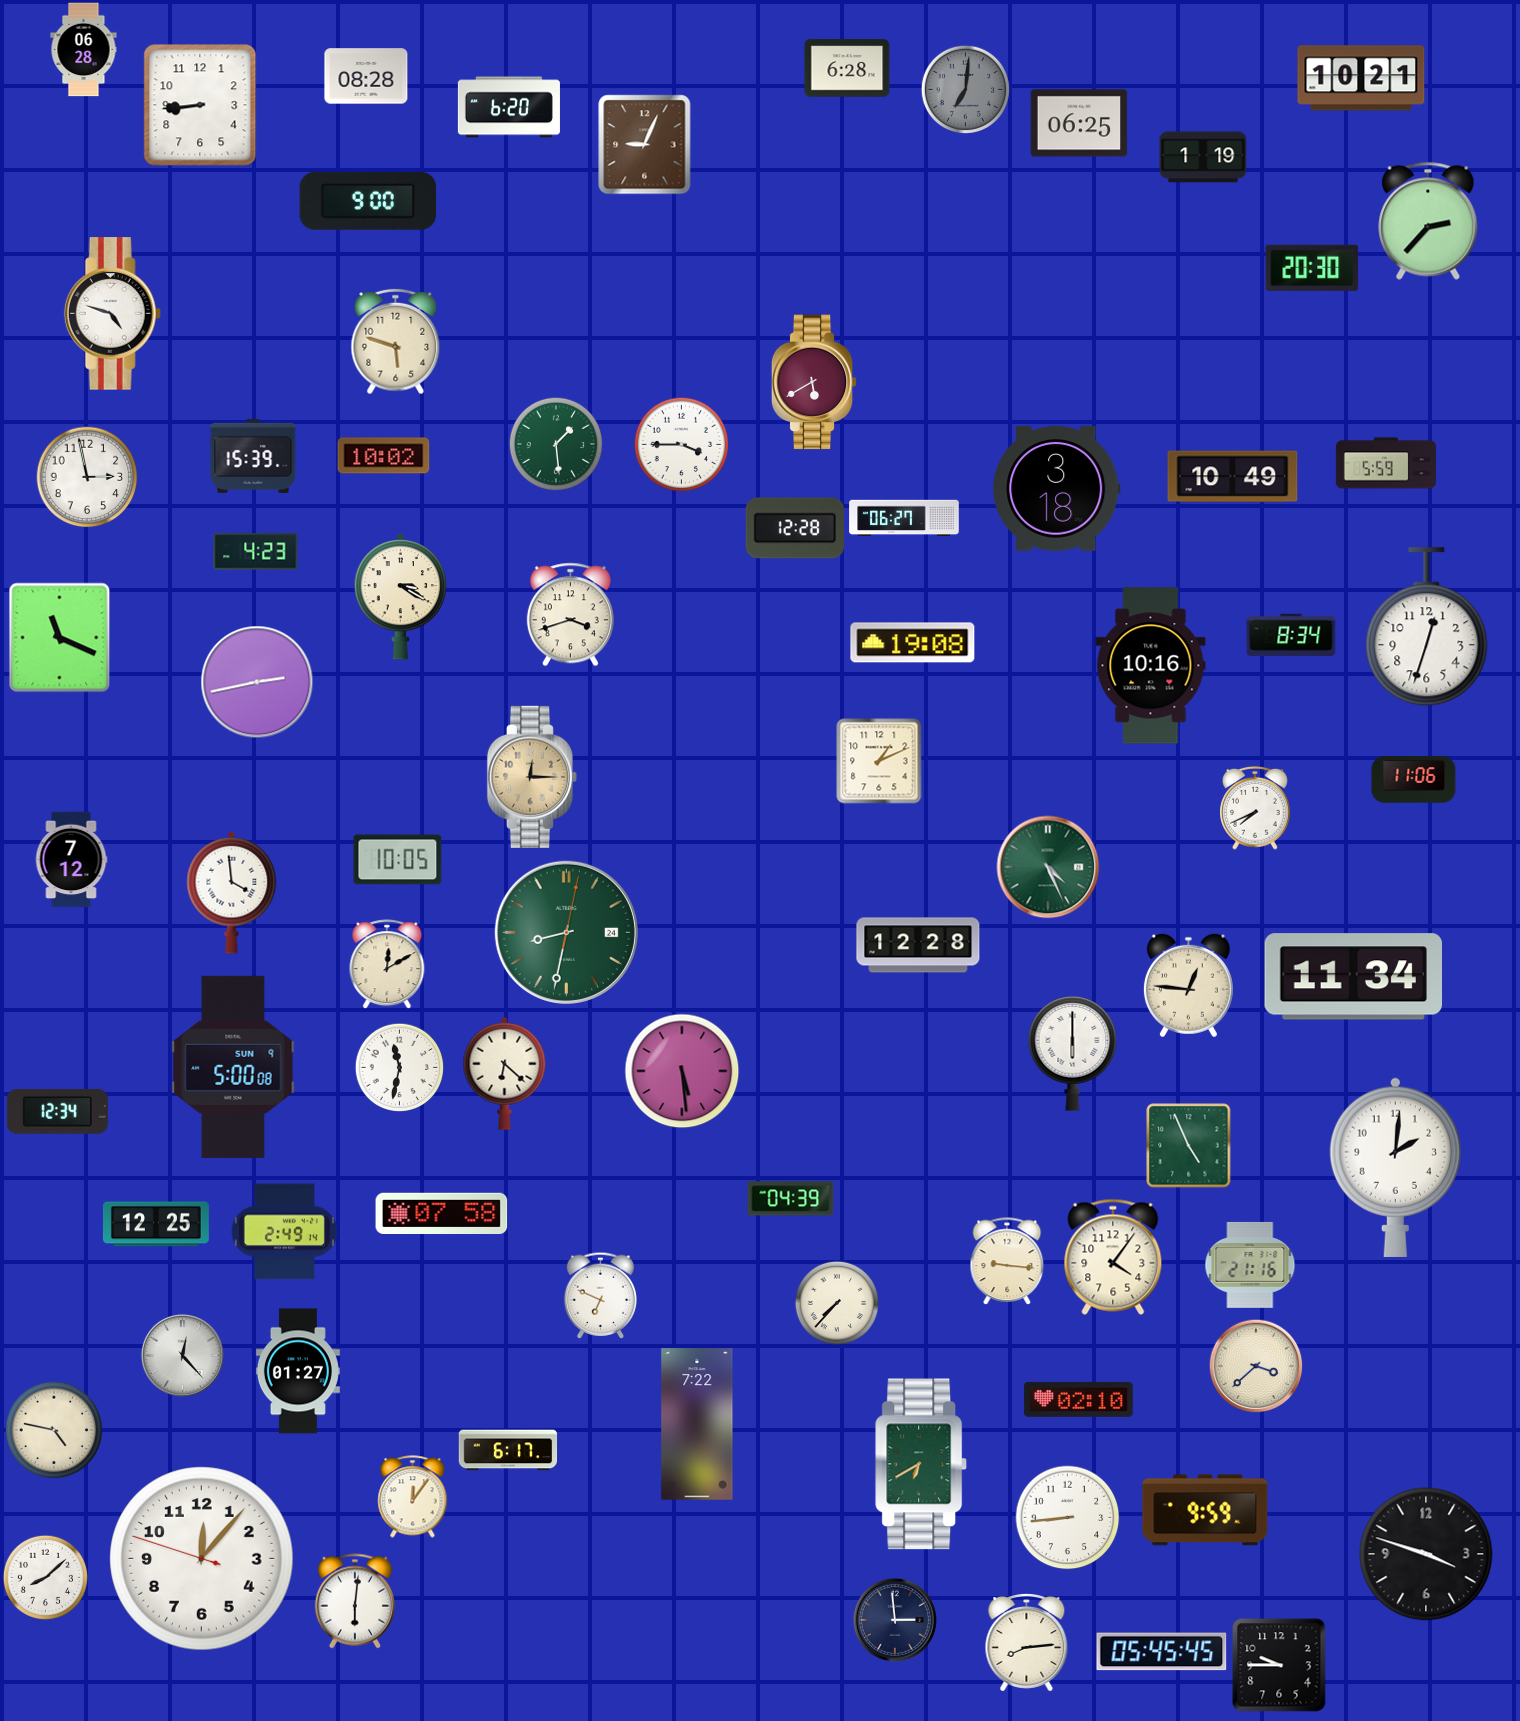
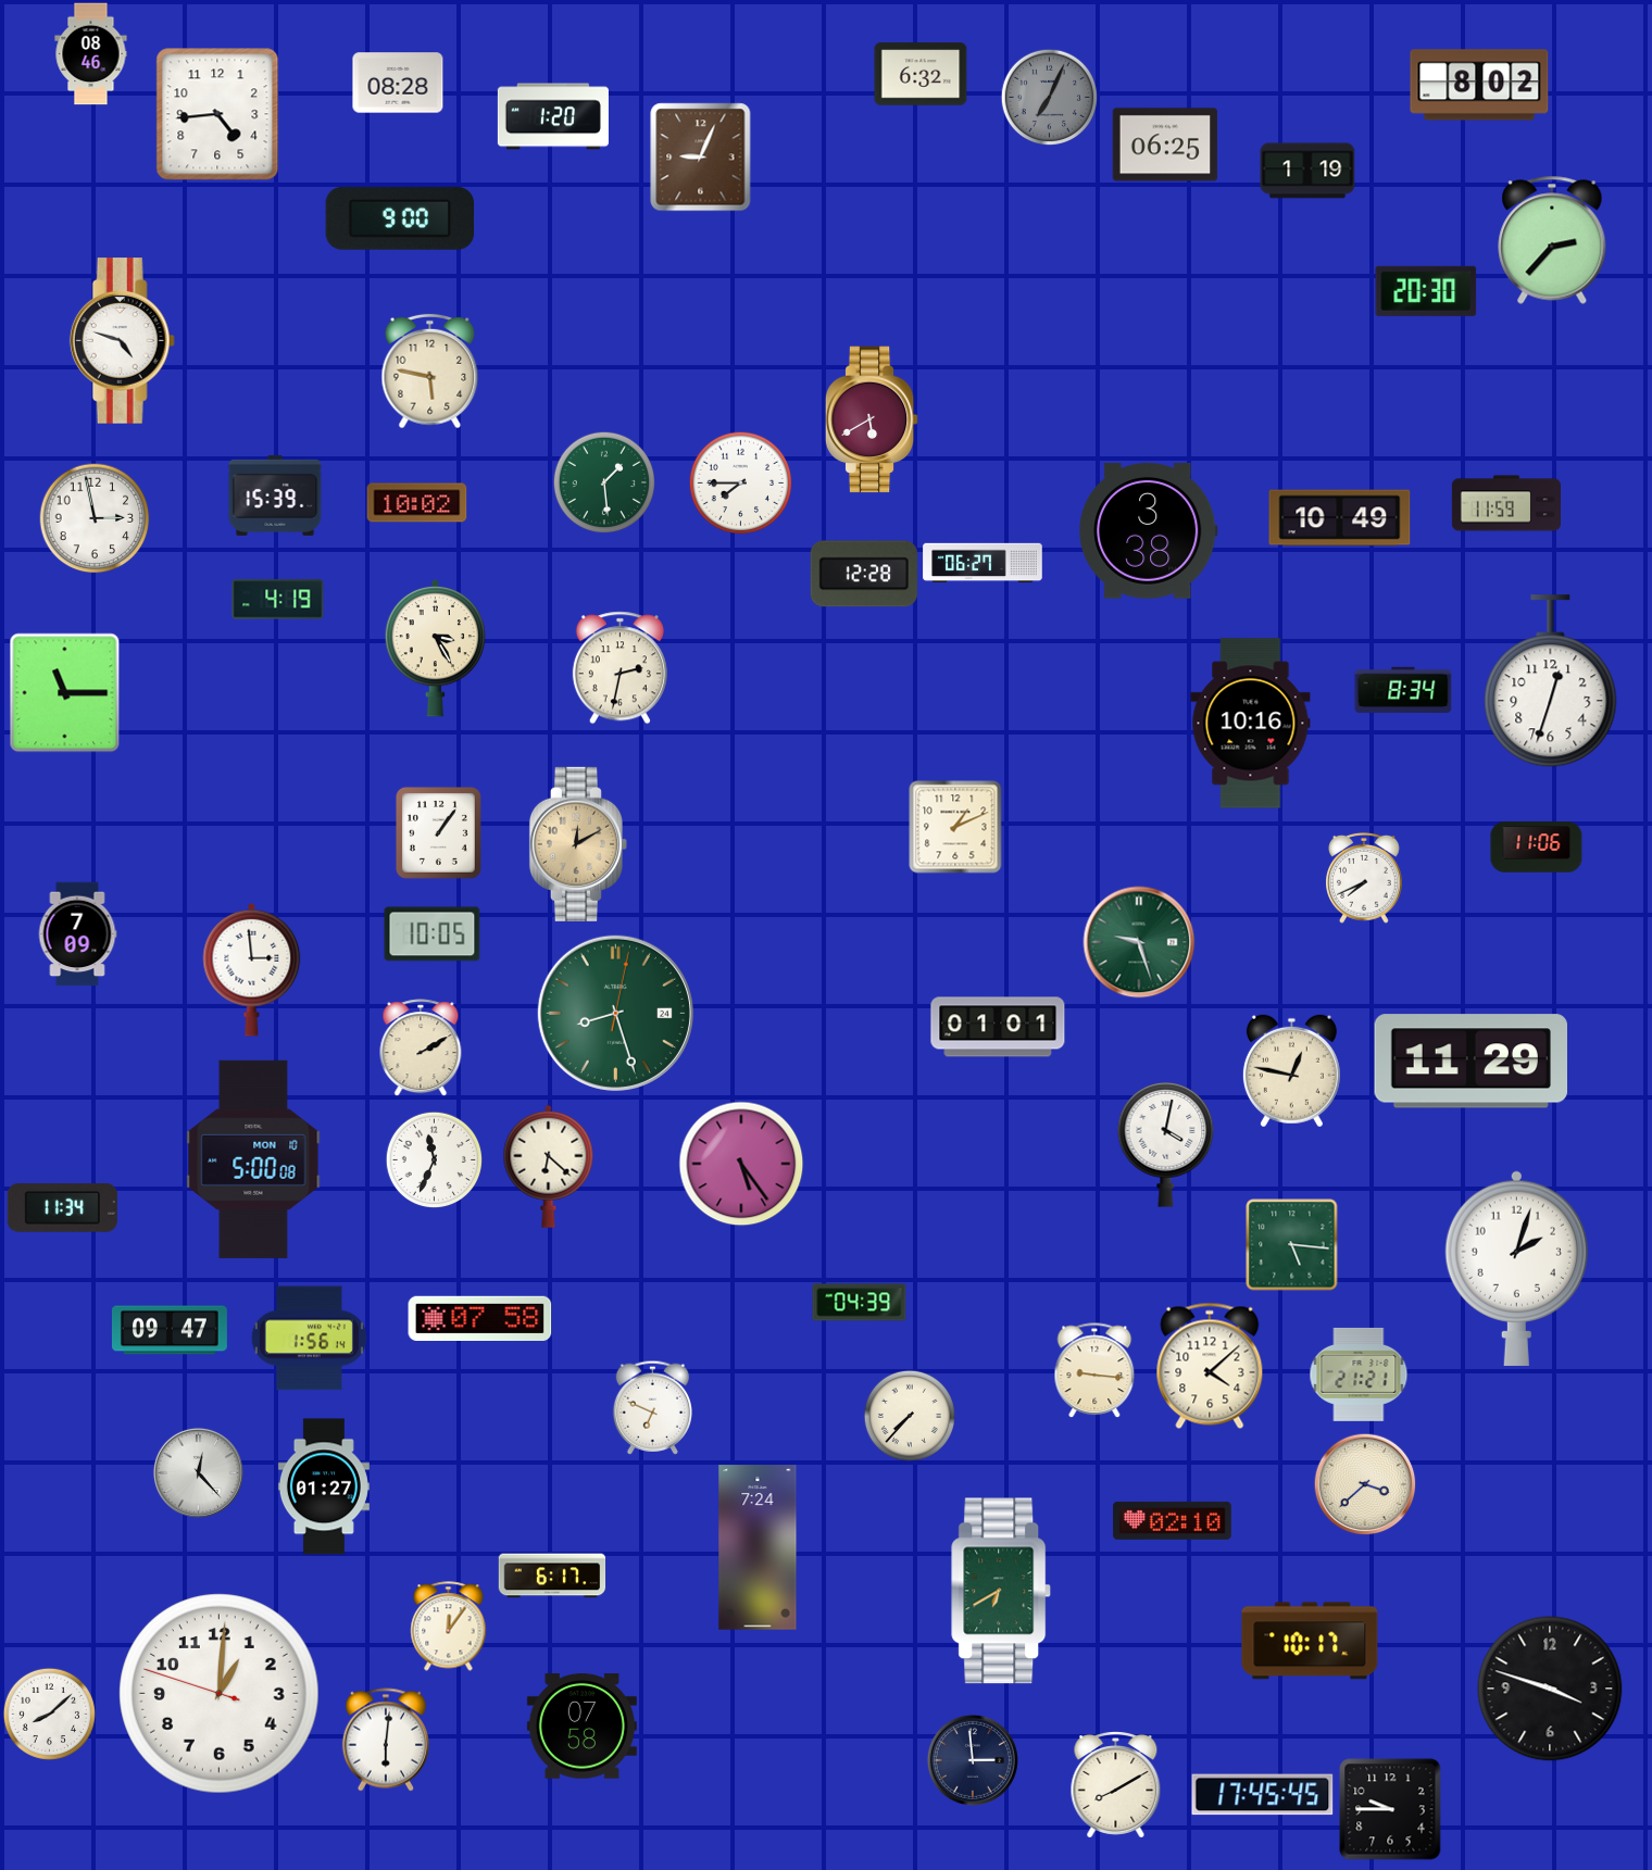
clock at (84, 50): 06:28 -> 08:46
clock at (847, 68): 6:28 -> 6:32
clock at (1361, 78): 10:21 -> 8:02
clock at (965, 89): 7:01 -> 7:04
clock at (200, 105): 8:44 -> 4:44
clock at (509, 107): 6:20 -> 1:20
clock at (1079, 123) position: (1079, 123) -> (1165, 145)
clock at (396, 342): 5:48 -> 5:47
clock at (814, 382) position: (814, 382) -> (872, 419)
clock at (681, 444): 3:45 -> 7:45
clock at (384, 456) position: (384, 456) -> (417, 503)
clock at (1385, 463): 5:59 -> 11:59
clock at (1057, 489): 3:18 -> 3:38
clock at (256, 552): 4:23 -> 4:19
clock at (401, 596): 3:20 -> 3:25
clock at (570, 615): 3:42 -> 2:32
clock at (60, 638): 11:19 -> 11:15
clock at (913, 643): 19:08 -> none
clock at (257, 682): 2:43 -> none
clock at (438, 832): none -> 1:06
clock at (532, 777): 12:15 -> 12:10
clock at (71, 860): 7:12 -> 7:09
clock at (1048, 867): 4:26 -> 9:27
clock at (232, 892): 3:59 -> 2:59
clock at (566, 932): 8:32 -> 8:27
clock at (918, 945): 12:28 -> 01:01
clock at (387, 964): 12:10 -> 2:10
clock at (1353, 977): 11:34 -> 11:29
clock at (1188, 986): 12:46 -> 12:47
clock at (1073, 1054): 6:00 -> 4:02
clock at (233, 1067) date: SUN 9 -> MON 10
clock at (399, 1067): 11:32 -> 11:34
clock at (682, 1071): 5:29 -> 5:24
clock at (57, 1112): 12:34 -> 11:34
clock at (1189, 1146): 4:56 -> 5:16
clock at (1395, 1167): 2:01 -> 2:03
clock at (156, 1224): 12:25 -> 09:47
clock at (284, 1232): 2:49 -> 1:56
clock at (1113, 1257): 4:06 -> 4:08
clock at (1250, 1265): 21:16 -> 21:21
clock at (298, 1371) position: (298, 1371) -> (324, 1486)
clock at (697, 1424): 7:22 -> 7:24
clock at (54, 1430): 4:47 -> none
clock at (1205, 1510): 9:59 -> 10:17
clock at (1068, 1518): 8:44 -> none
clock at (202, 1559): 12:06 -> 1:00
clock at (581, 1727): none -> 07:58
clock at (1027, 1643): 8:14 -> 8:10
clock at (1162, 1652): 05:45 -> 17:45
